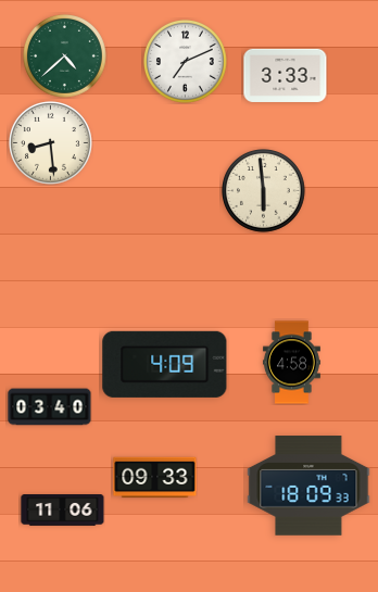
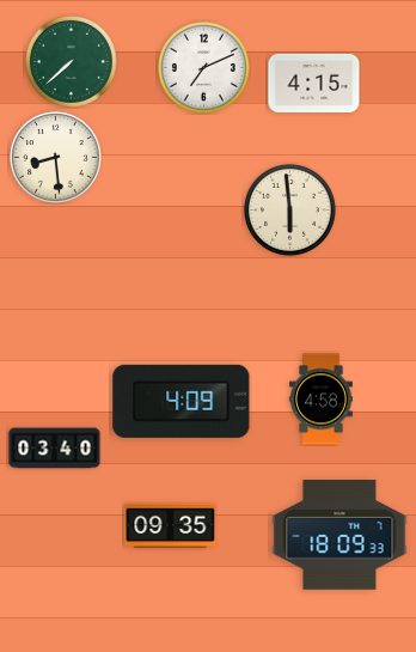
clock at (65, 56): 4:38 -> 7:38
clock at (286, 75): 3:33 -> 4:15
clock at (155, 478): 09:33 -> 09:35
clock at (63, 511): 11:06 -> none
